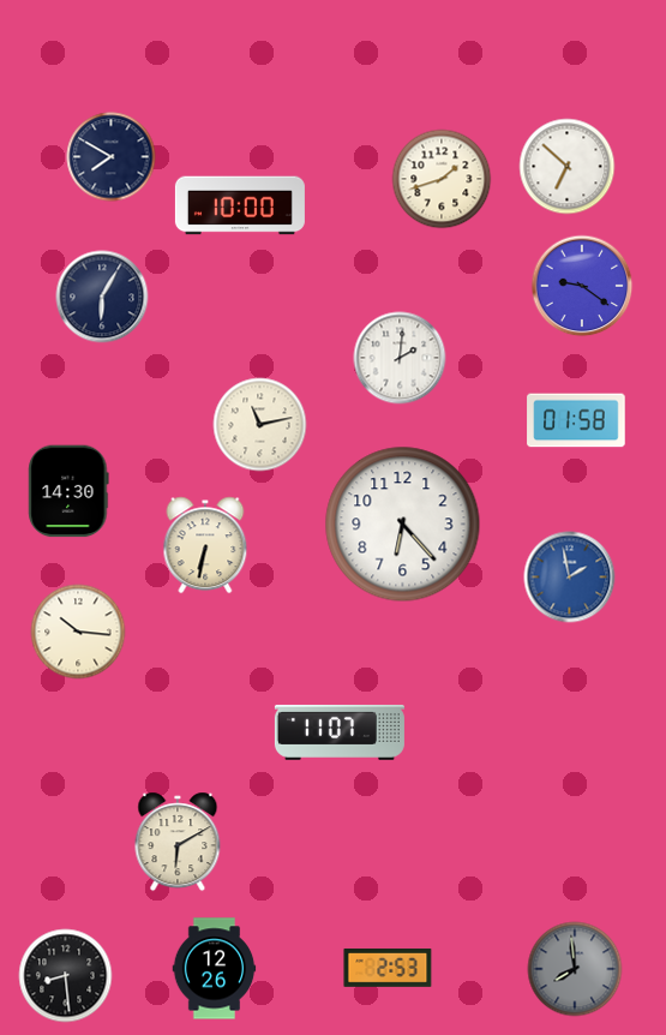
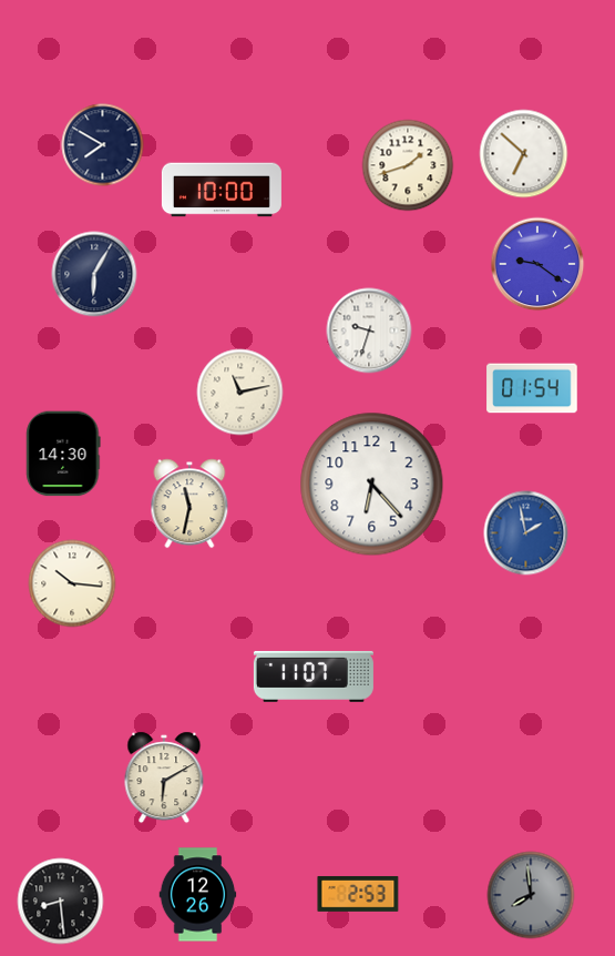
clock at (400, 358): 2:01 -> 9:33
clock at (576, 420): 01:58 -> 01:54
clock at (205, 545): 6:32 -> 11:32
